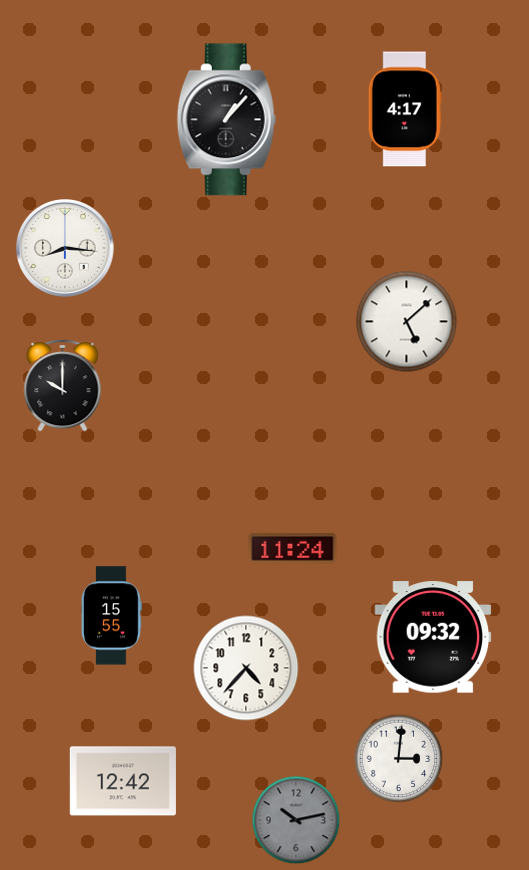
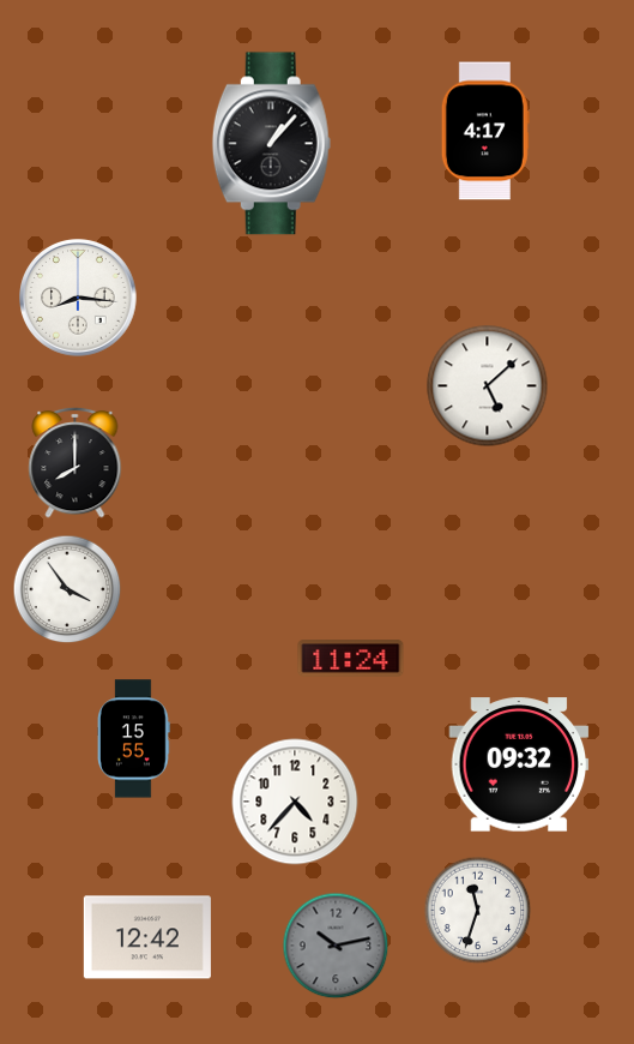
clock at (63, 385): 10:00 -> 8:00
clock at (67, 589): none -> 3:54
clock at (399, 759): 3:01 -> 11:33
clock at (296, 820) position: (296, 820) -> (336, 946)
